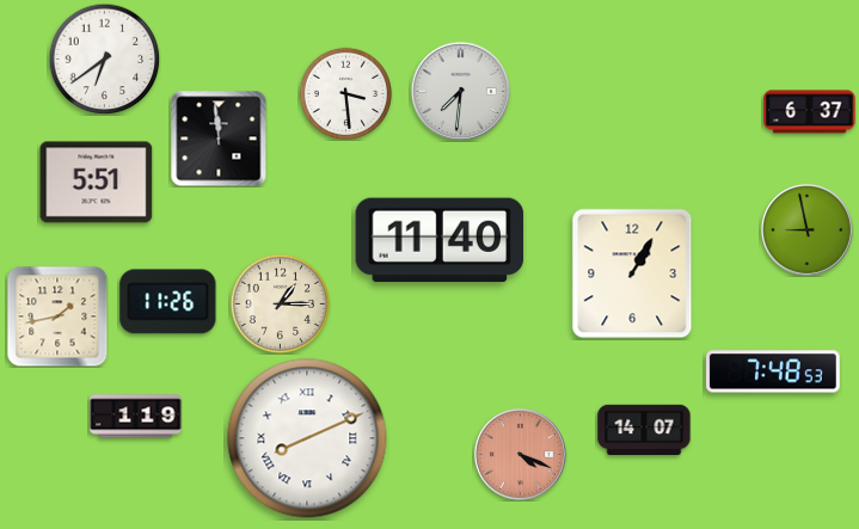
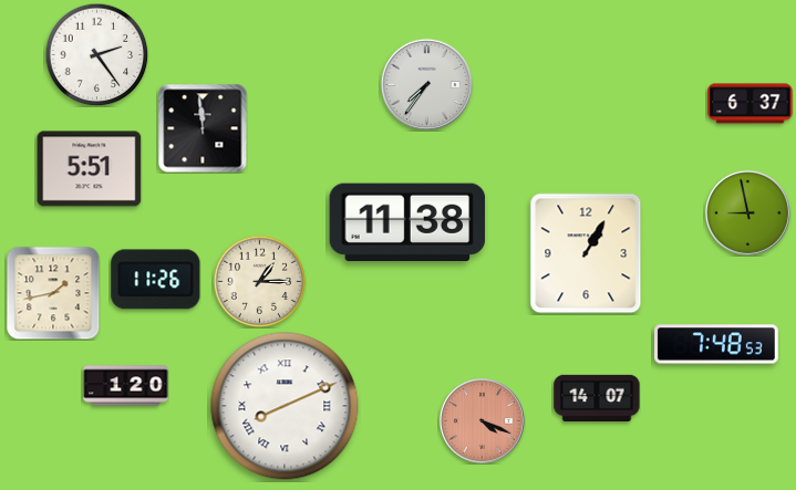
clock at (104, 59): 6:39 -> 2:24
clock at (460, 91): 7:31 -> 7:36
clock at (345, 93): 3:29 -> none
clock at (440, 240): 11:40 -> 11:38
clock at (136, 417): 1:19 -> 1:20
